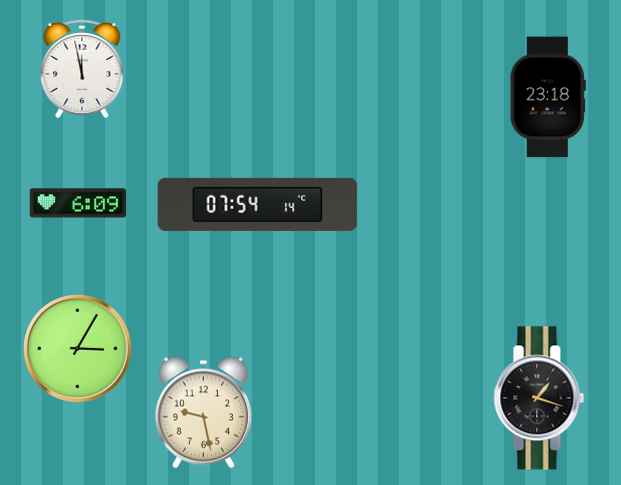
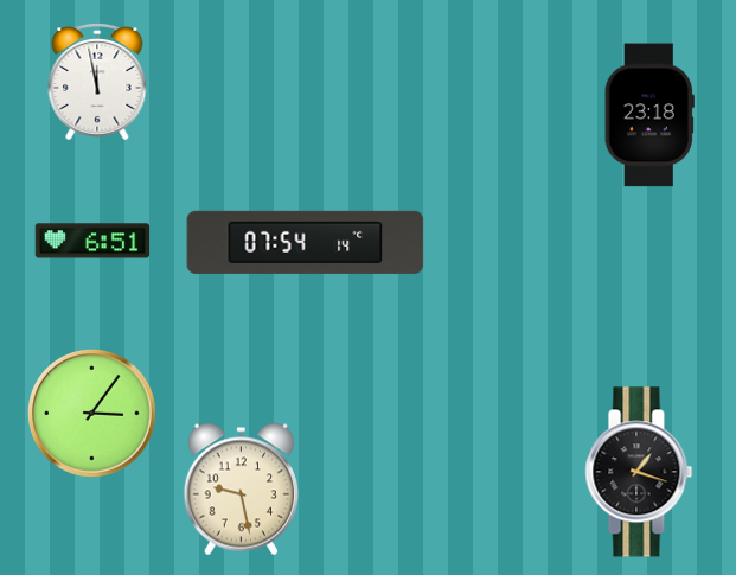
clock at (78, 203): 6:09 -> 6:51
clock at (78, 349): 3:05 -> 3:06
